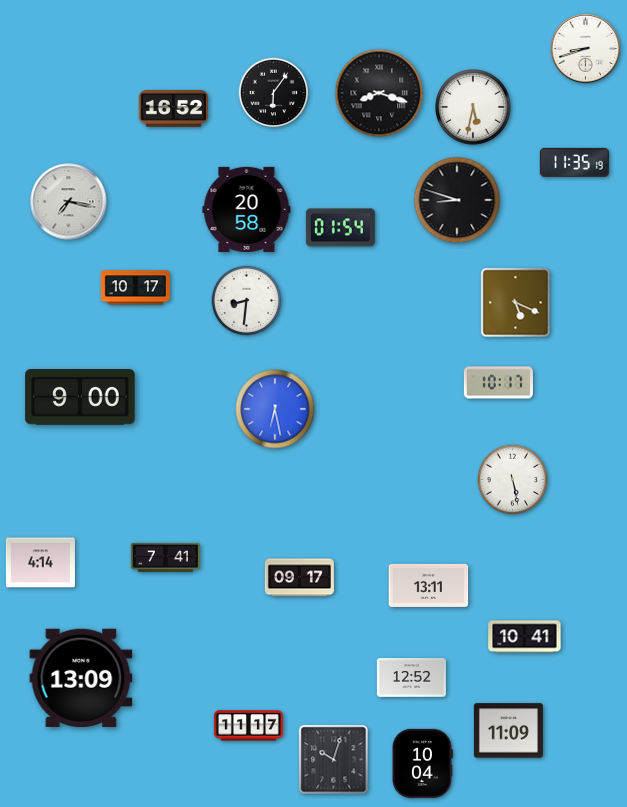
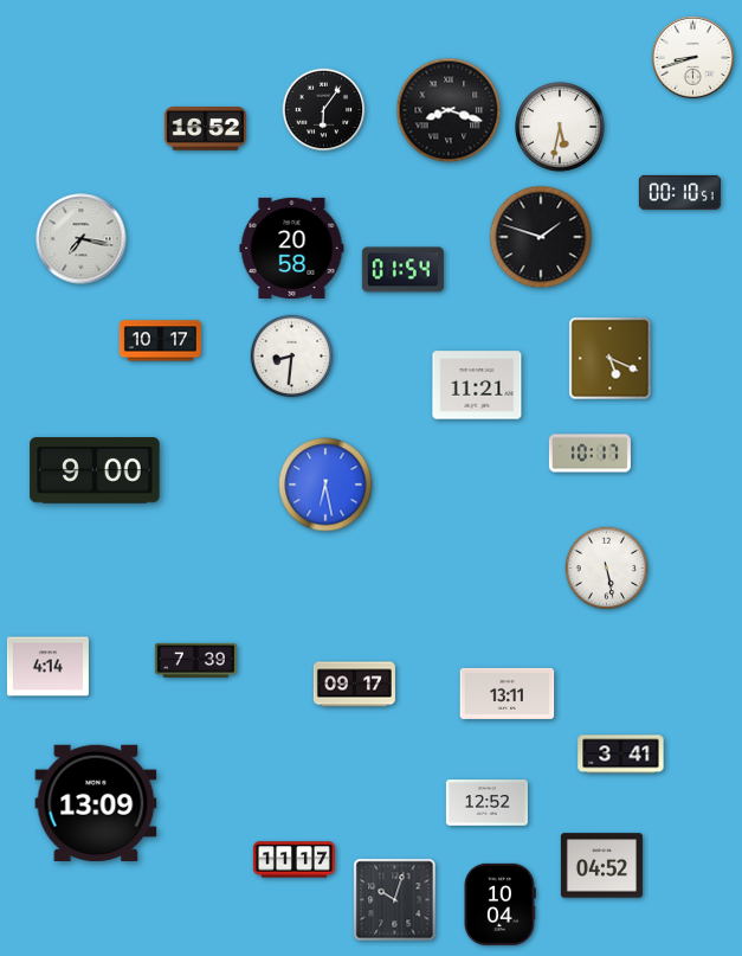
clock at (574, 162): 11:35 -> 00:10
clock at (457, 200): 8:48 -> 1:48
clock at (477, 385): none -> 11:21
clock at (165, 557): 7:41 -> 7:39
clock at (525, 637): 10:41 -> 3:41
clock at (508, 731): 11:09 -> 04:52
